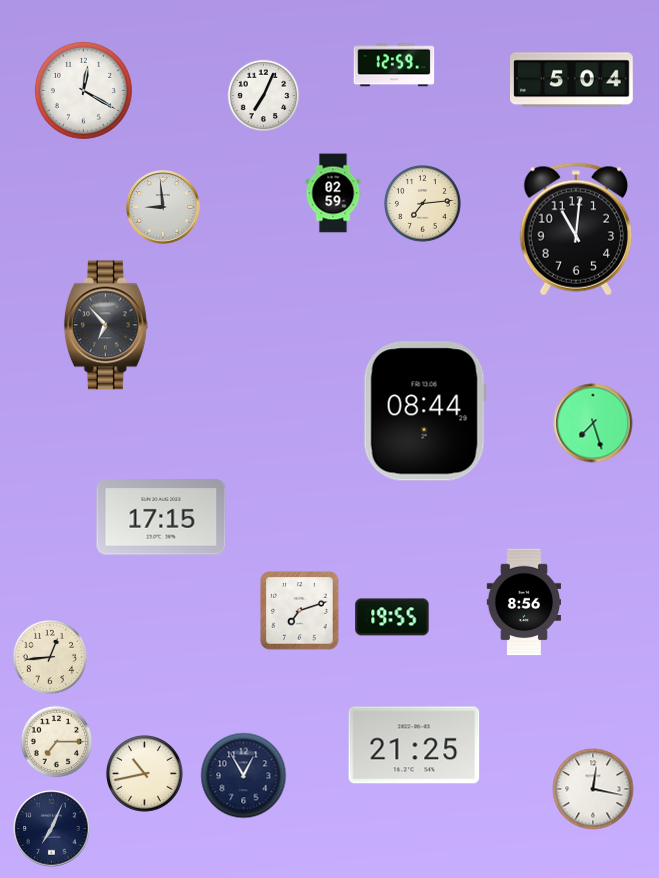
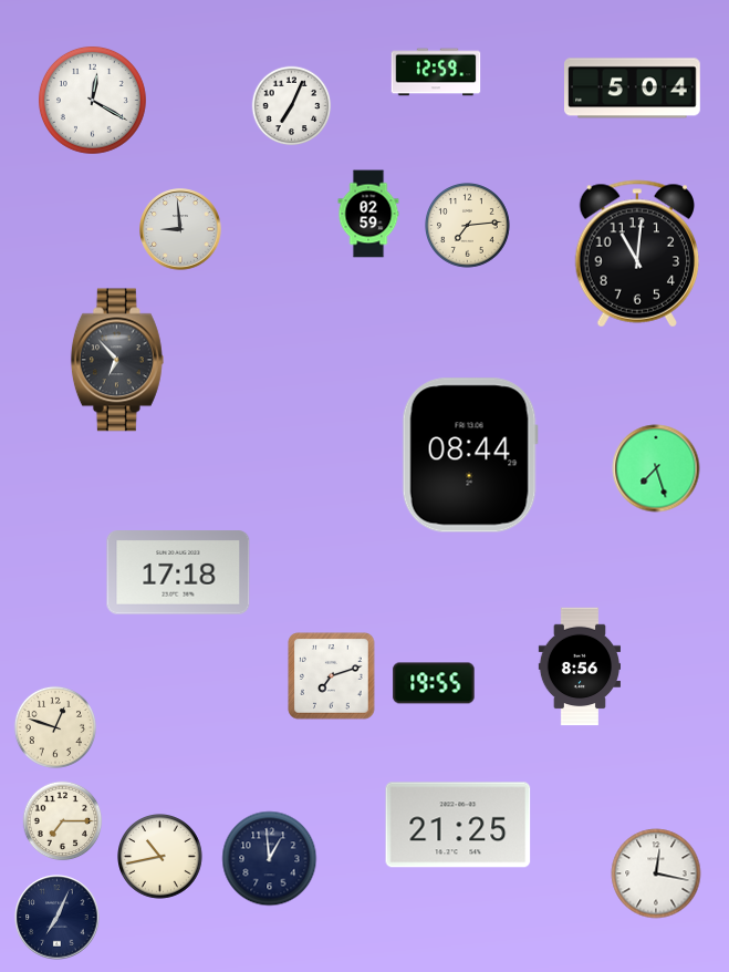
clock at (161, 517): 17:15 -> 17:18
clock at (50, 657): 12:44 -> 12:48
clock at (244, 776): 12:55 -> 12:59
